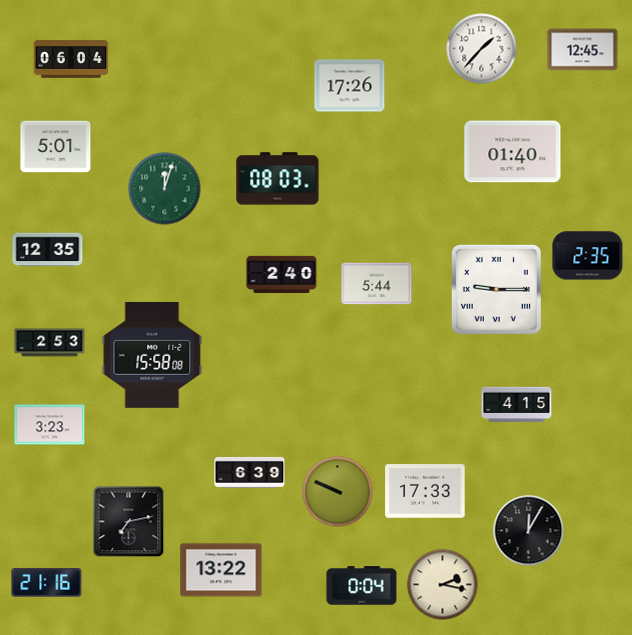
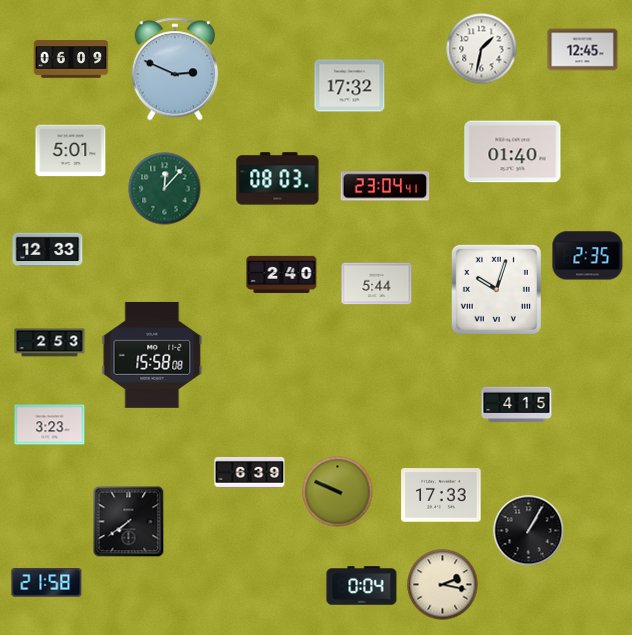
clock at (482, 49): 1:37 -> 1:32
clock at (71, 59): 06:04 -> 06:09
clock at (174, 69): none -> 2:49
clock at (350, 86): 17:26 -> 17:32
clock at (56, 147) position: (56, 147) -> (71, 151)
clock at (385, 186): none -> 23:04
clock at (165, 189): 12:03 -> 12:07
clock at (48, 250): 12:35 -> 12:33
clock at (496, 289): 9:15 -> 10:03
clock at (425, 491) position: (425, 491) -> (441, 495)
clock at (129, 522): 7:13 -> 7:39
clock at (529, 531): 12:05 -> 1:05
clock at (221, 570): 13:22 -> none
clock at (47, 583): 21:16 -> 21:58
